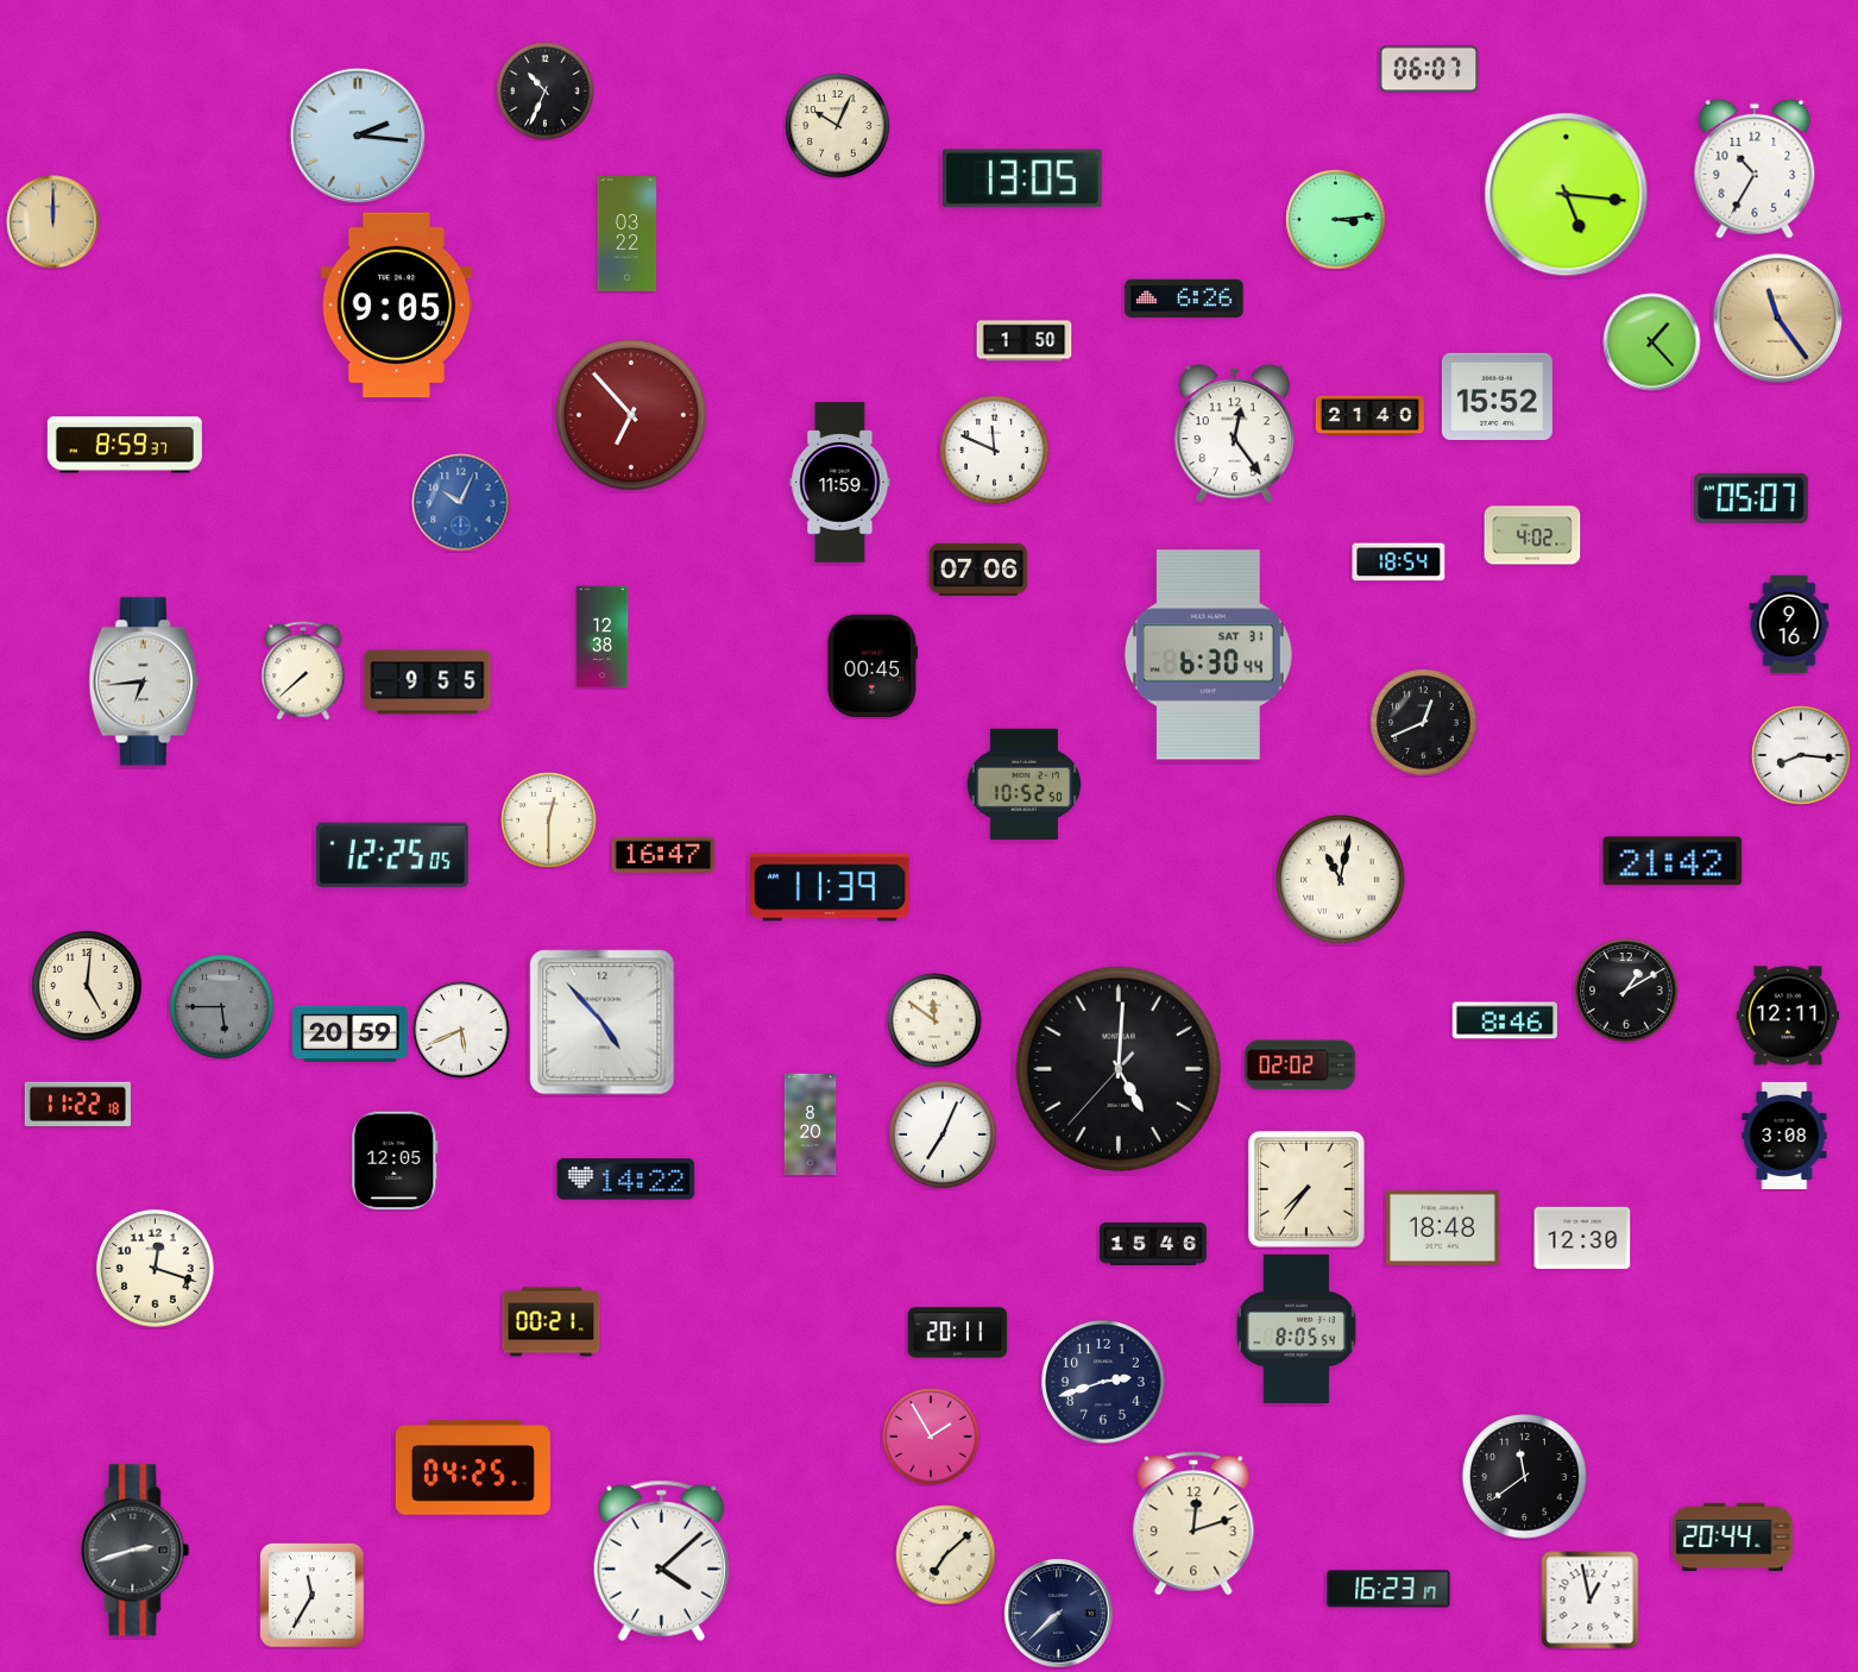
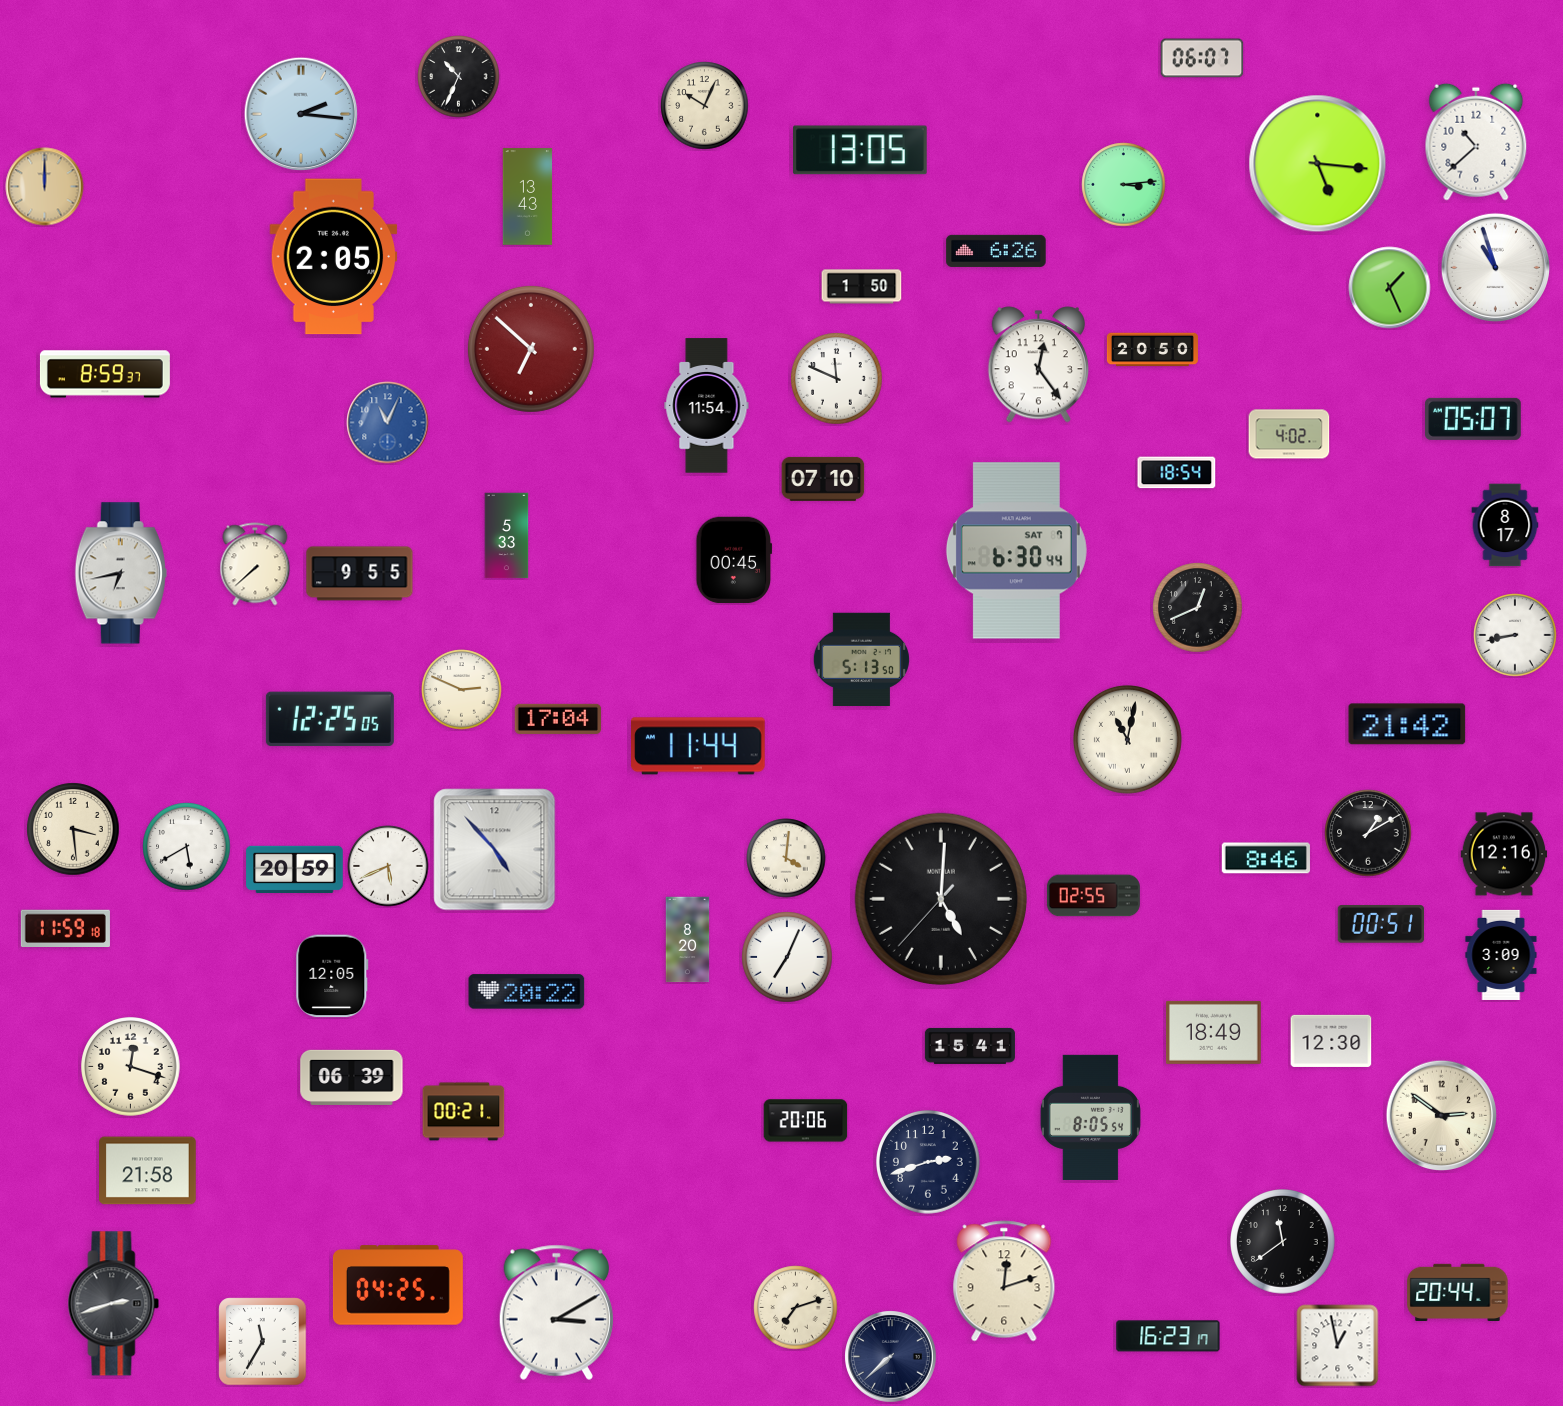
clock at (1755, 169): 10:35 -> 10:38
clock at (628, 234): 03:22 -> 13:43
clock at (397, 306): 9:05 -> 2:05
clock at (1777, 318): 11:24 -> 10:57
clock at (1777, 318) dial: champagne -> white
clock at (1652, 342): 1:23 -> 1:26
clock at (1497, 396): 15:52 -> none
clock at (631, 415): 6:53 -> 6:52
clock at (1369, 416): 21:40 -> 20:50
clock at (840, 483): 11:59 -> 11:54
clock at (461, 503): 10:04 -> 11:04
clock at (1532, 535) position: (1532, 535) -> (1289, 434)
clock at (978, 570): 07:06 -> 07:10
clock at (1789, 624): 9:16 -> 8:17
clock at (603, 637): 12:38 -> 5:33
clock at (1208, 655) date: SAT 31 -> SAT 7
clock at (144, 681): 6:44 -> 6:43
clock at (1801, 755): 8:16 -> 8:43
clock at (1024, 785): 10:52 -> 5:13
clock at (549, 821): 12:30 -> 2:49
clock at (663, 855): 16:47 -> 17:04
clock at (831, 887): 11:39 -> 11:44
clock at (87, 986): 5:01 -> 3:29
clock at (222, 1007): 5:45 -> 5:40
clock at (222, 1007) dial: grey -> white
clock at (1788, 1016): 12:11 -> 12:16
clock at (934, 1020): 11:51 -> 4:01
clock at (603, 1023) position: (603, 1023) -> (495, 850)
clock at (1299, 1066): 02:02 -> 02:55
clock at (1380, 924): none -> 00:51
clock at (77, 1104): 11:22 -> 11:59
clock at (811, 1125) position: (811, 1125) -> (688, 940)
clock at (943, 1134) position: (943, 1134) -> (787, 957)
clock at (1784, 1136): 3:08 -> 3:09
clock at (626, 1180): 14:22 -> 20:22
clock at (1306, 1189): 7:36 -> none
clock at (1443, 1227): 18:48 -> 18:49
clock at (1153, 1244): 15:46 -> 15:41
clock at (352, 1077): none -> 06:39
clock at (1442, 1116): none -> 2:51
clock at (958, 1333): 20:11 -> 20:06
clock at (148, 1171): none -> 21:58
clock at (931, 1437): 1:55 -> none
clock at (473, 1467) position: (473, 1467) -> (398, 1285)
clock at (946, 1555): 7:08 -> 7:12
clock at (661, 1560): 4:08 -> 3:10
